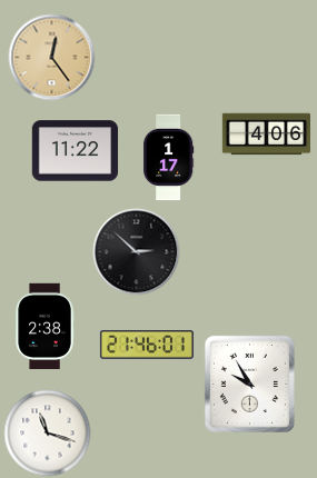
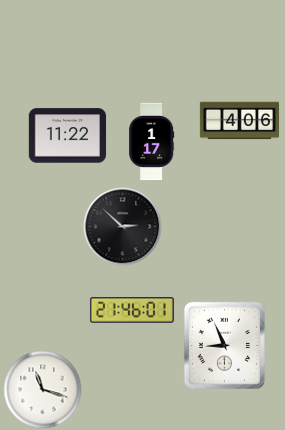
clock at (51, 57): 12:24 -> none
clock at (44, 326): 2:38 -> none
clock at (249, 384): 9:55 -> 8:56
